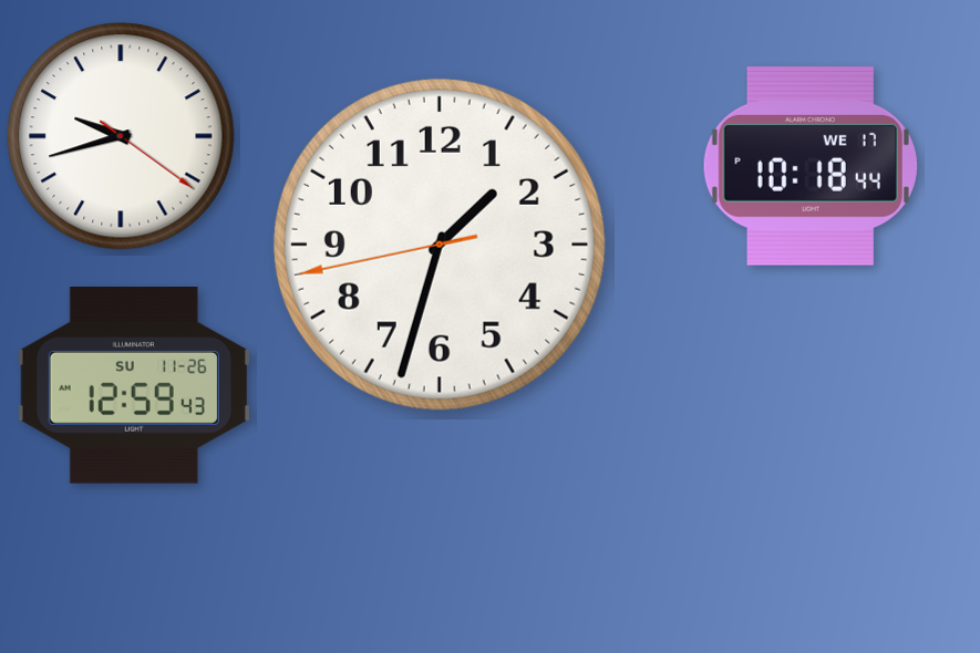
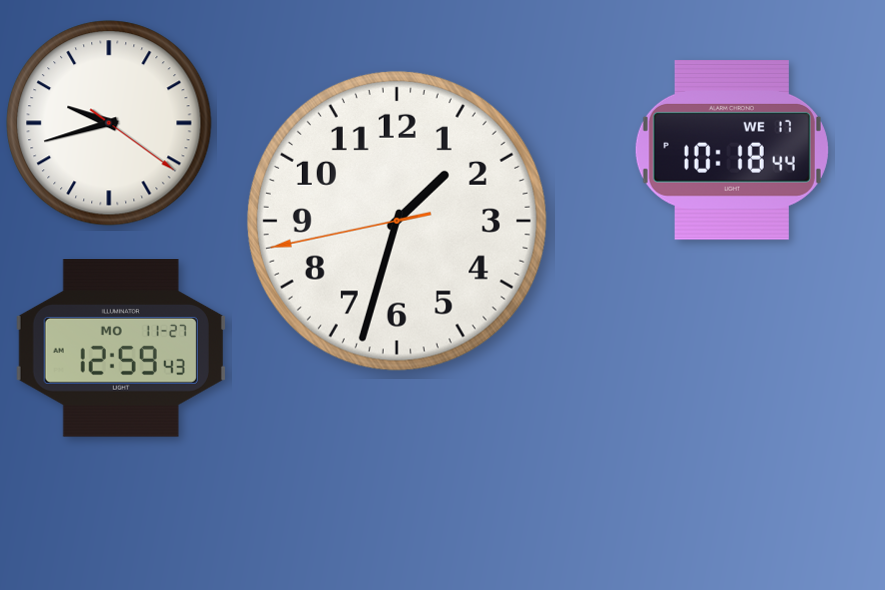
clock at (134, 386) date: SU 11-26 -> MO 11-27
